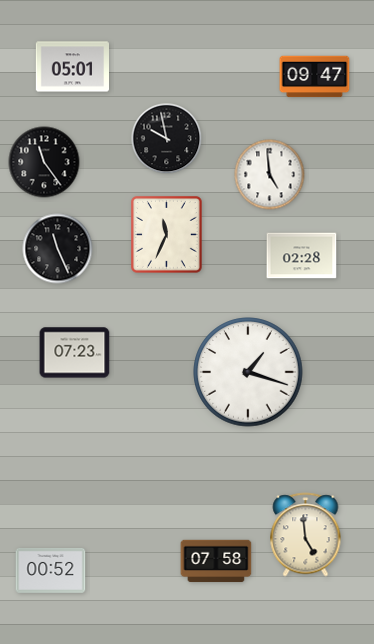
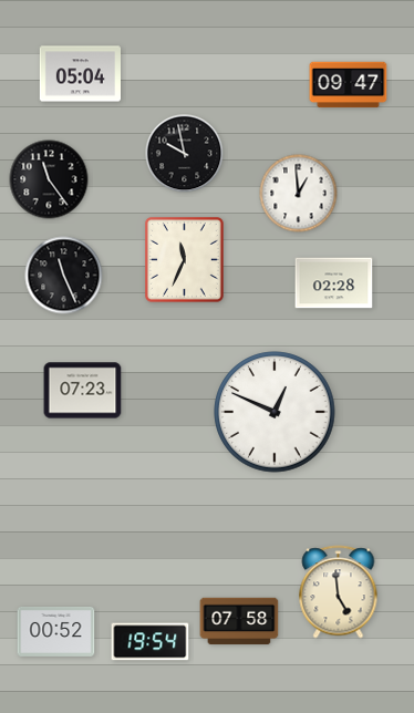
clock at (72, 67): 05:01 -> 05:04
clock at (270, 175): 4:59 -> 12:59
clock at (248, 372): 1:18 -> 12:49
clock at (151, 642): none -> 19:54
